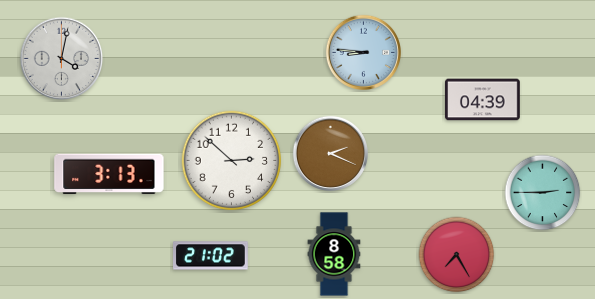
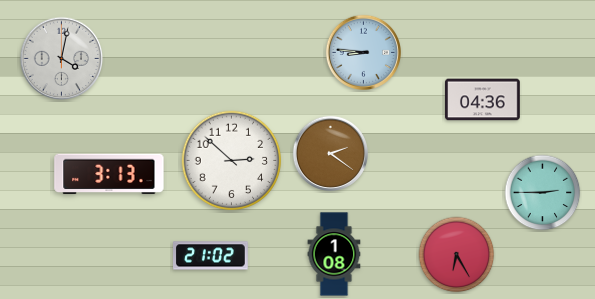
clock at (483, 100): 04:39 -> 04:36
clock at (330, 153): 2:19 -> 2:21
clock at (334, 254): 8:58 -> 1:08
clock at (457, 255): 7:25 -> 6:25
